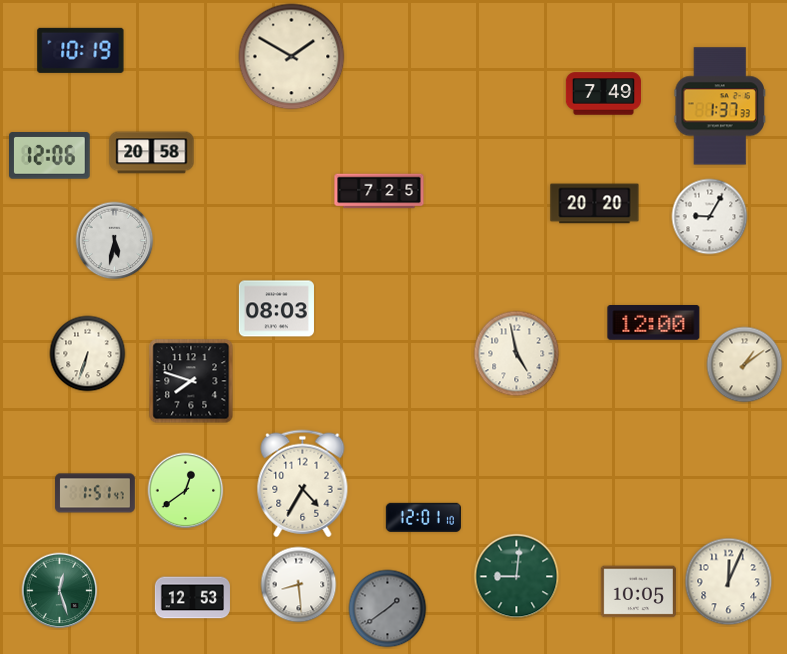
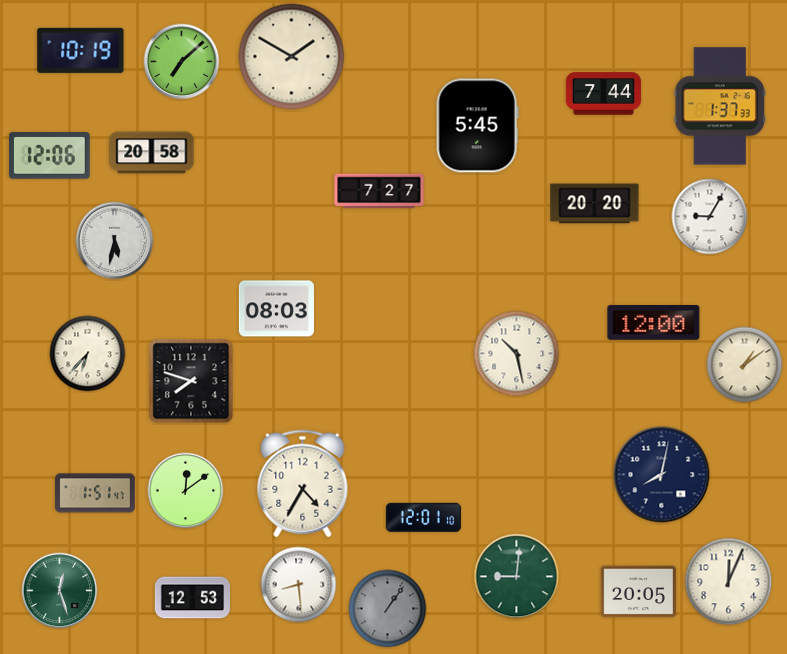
clock at (182, 62): none -> 7:08
clock at (603, 94): 7:49 -> 7:44
clock at (477, 126): none -> 5:45
clock at (379, 191): 7:25 -> 7:27
clock at (88, 354): 6:33 -> 6:37
clock at (517, 354): 4:58 -> 10:28
clock at (662, 475): none -> 8:02
clock at (186, 491): 12:39 -> 12:09
clock at (638, 592): 10:05 -> 20:05
clock at (388, 609): 1:39 -> 1:06
